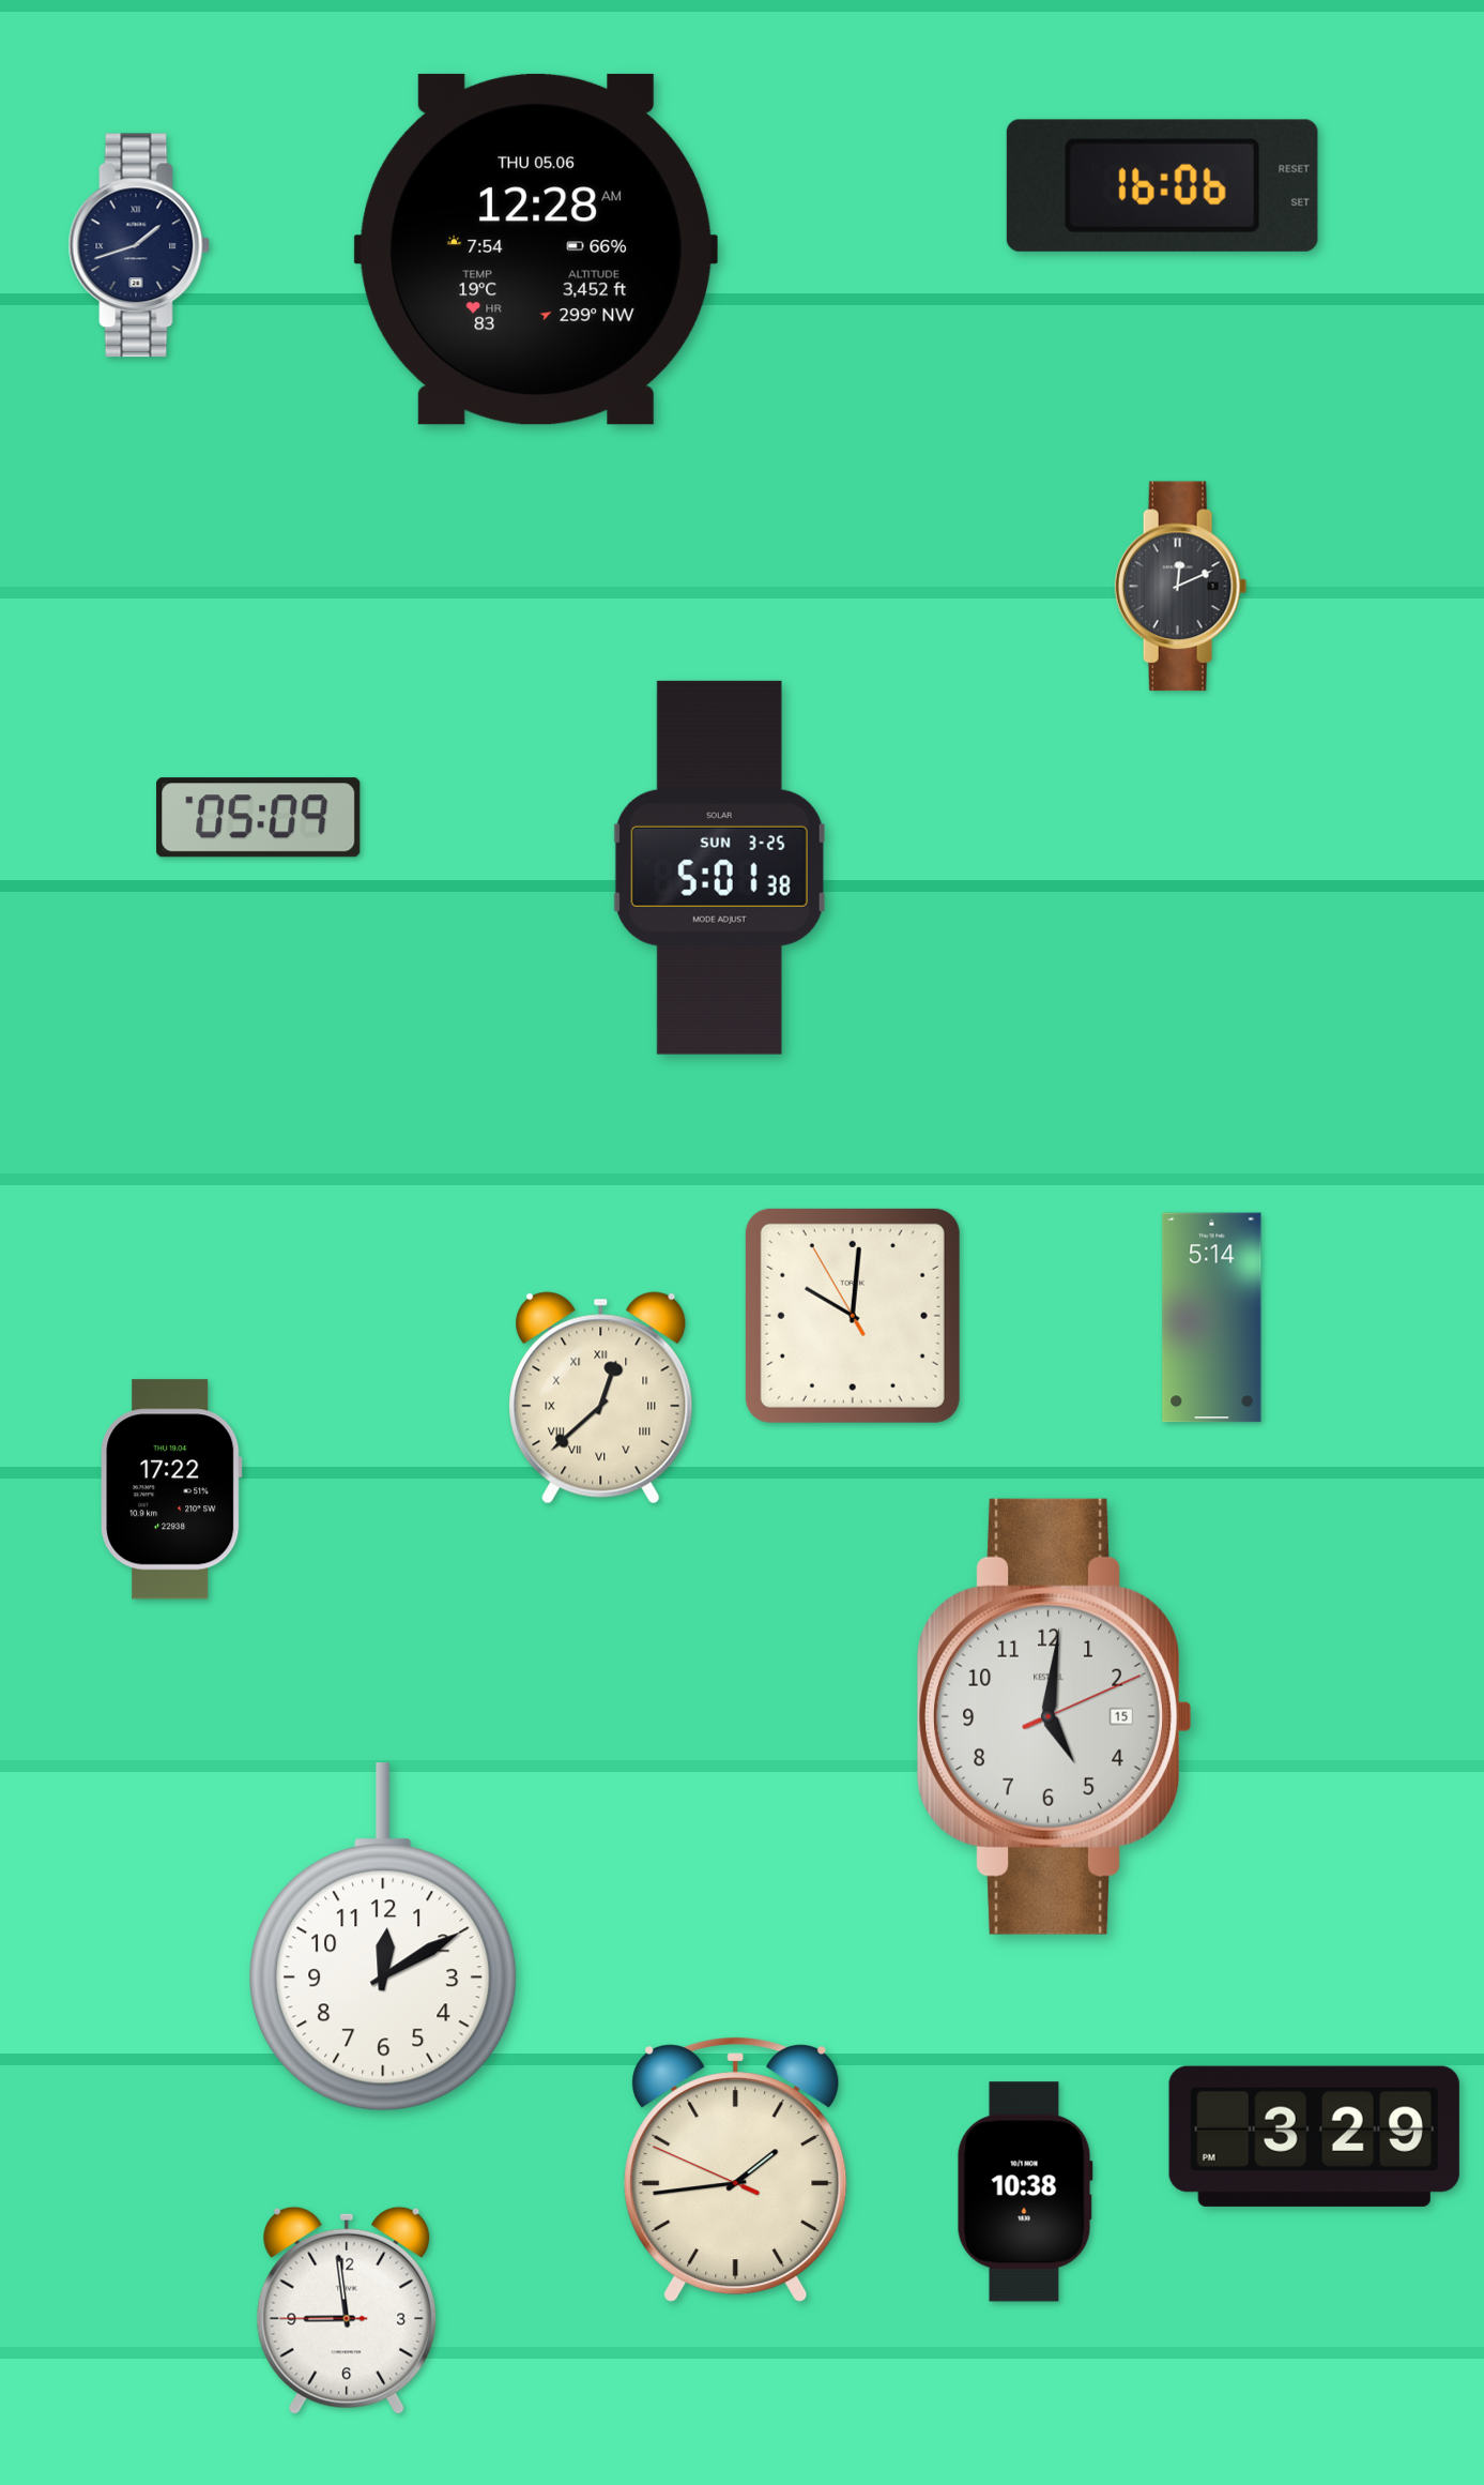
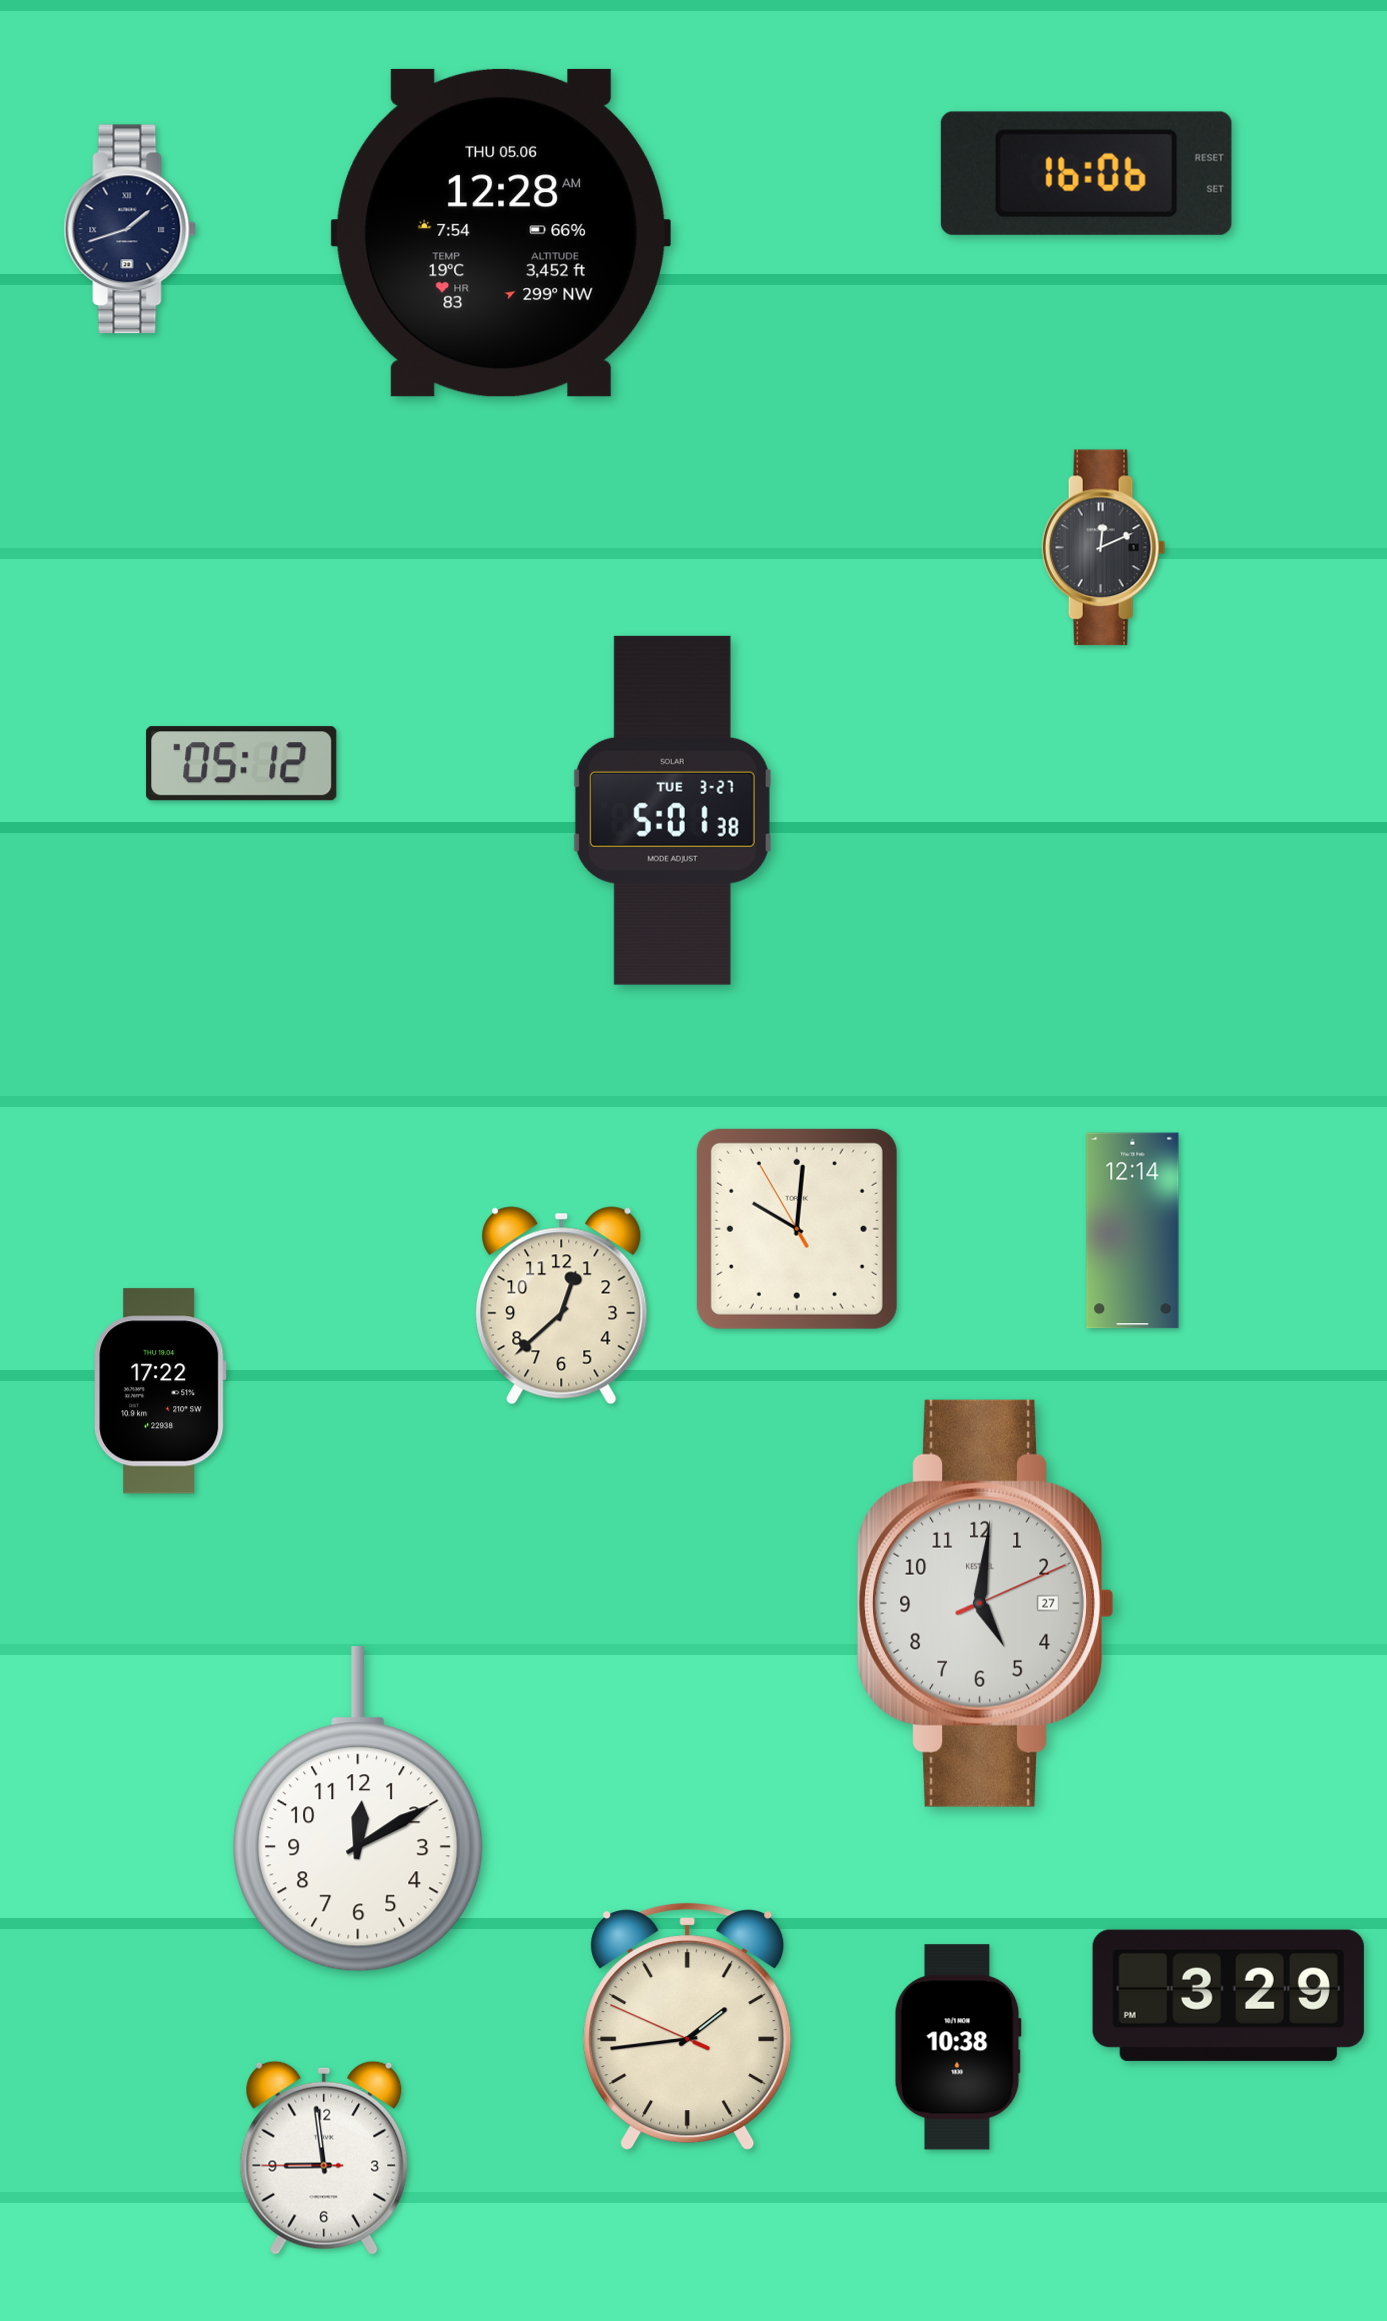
clock at (259, 818): 05:09 -> 05:12
clock at (719, 867) date: SUN 3-25 -> TUE 3-27
clock at (1212, 1318): 5:14 -> 12:14
clock at (601, 1398) numerals: Roman -> Arabic
clock at (1054, 1716) date: 15 -> 27
